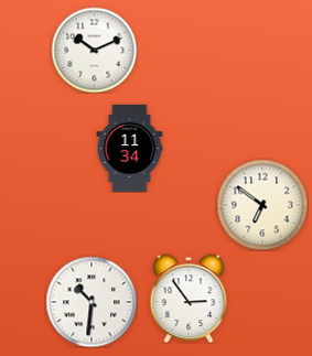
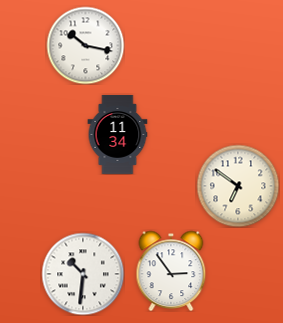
clock at (94, 50): 10:11 -> 10:17
